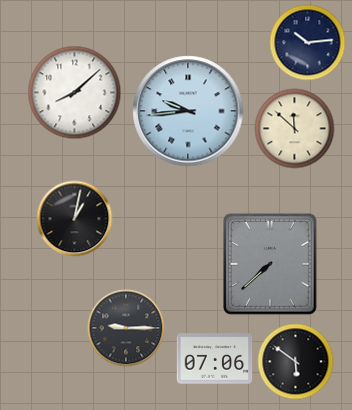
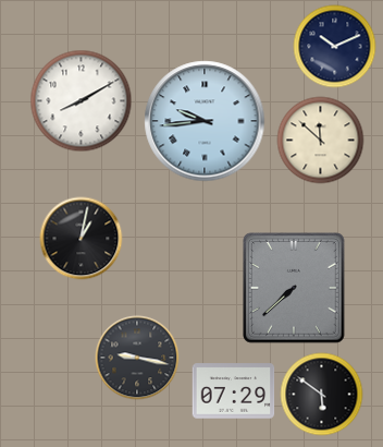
clock at (308, 43): 10:14 -> 10:11
clock at (75, 93): 8:08 -> 8:10
clock at (126, 328): 9:15 -> 9:17
clock at (215, 359): 07:06 -> 07:29
